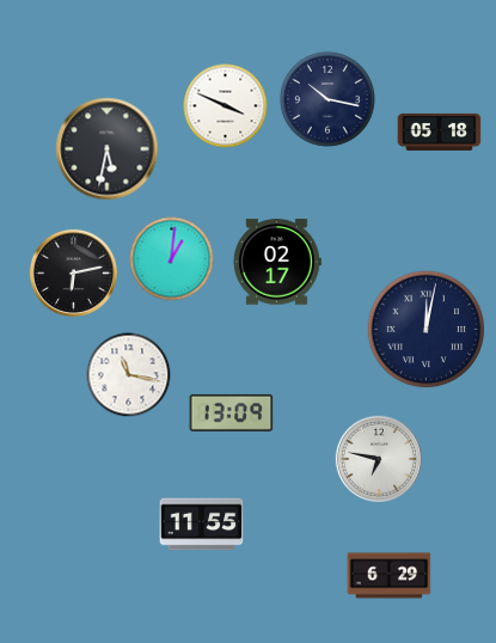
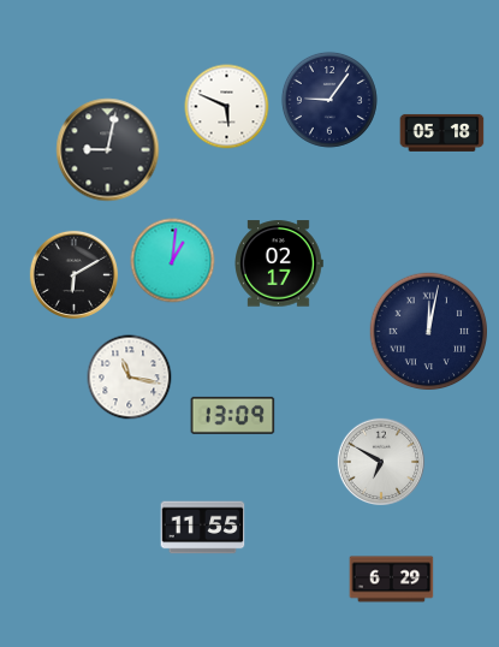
clock at (327, 99): 10:17 -> 9:06
clock at (226, 106): 3:49 -> 5:49
clock at (108, 149): 5:32 -> 9:02
clock at (73, 272): 6:13 -> 6:10
clock at (378, 458): 6:47 -> 6:50
